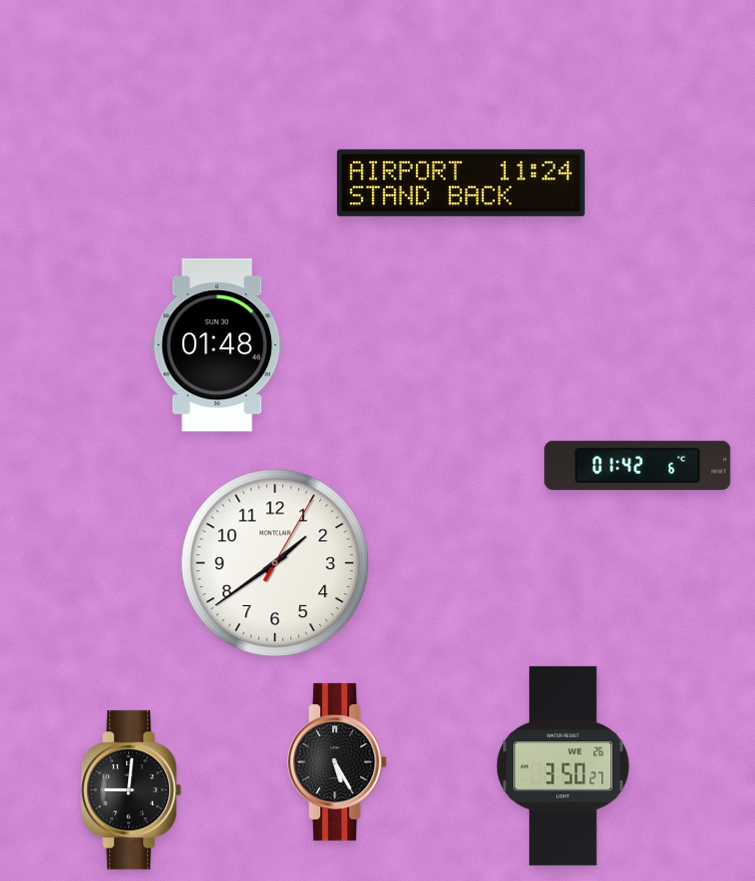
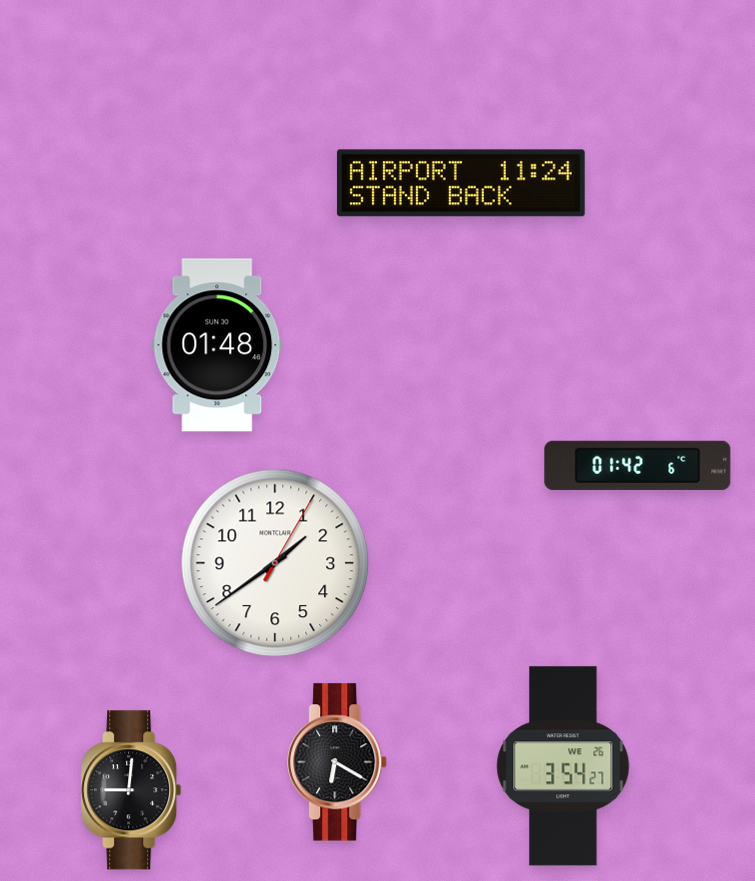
clock at (338, 762): 5:25 -> 6:20
clock at (563, 766): 3:50 -> 3:54
